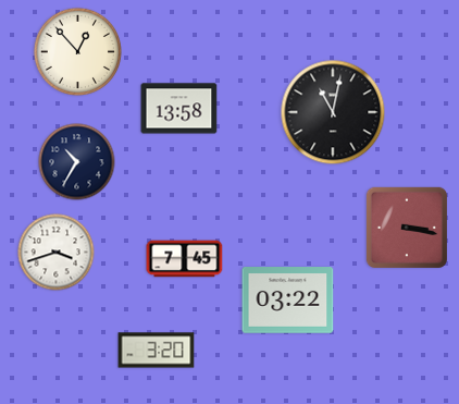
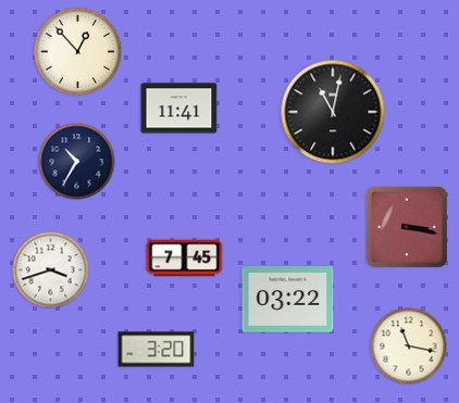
clock at (179, 109): 13:58 -> 11:41
clock at (57, 253) position: (57, 253) -> (51, 270)
clock at (409, 347): none -> 11:17
